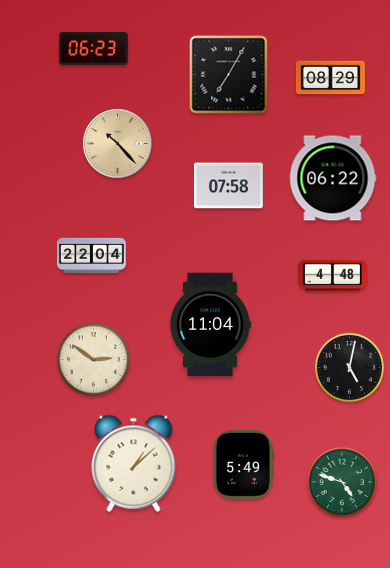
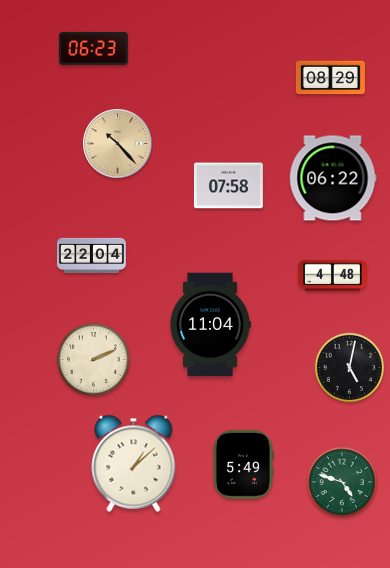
clock at (229, 75): 7:05 -> none
clock at (93, 359): 2:51 -> 2:11
